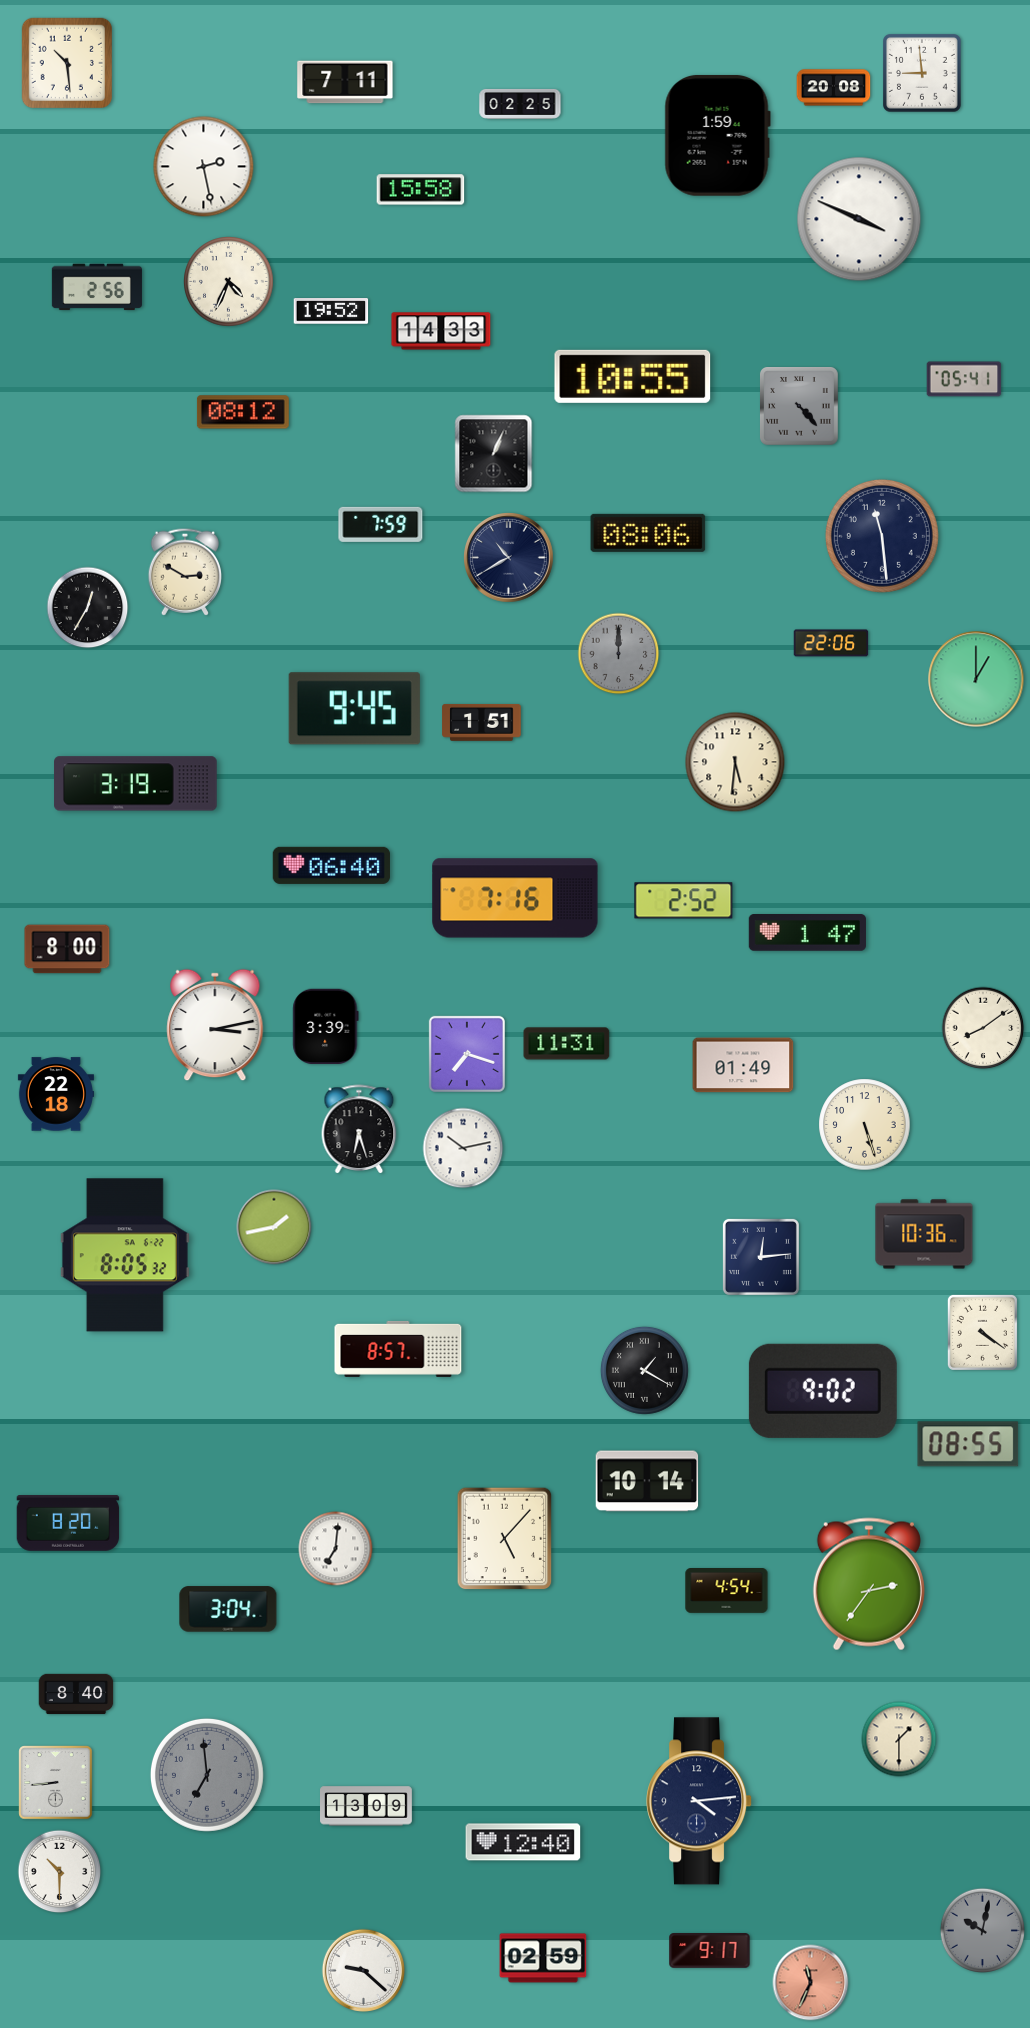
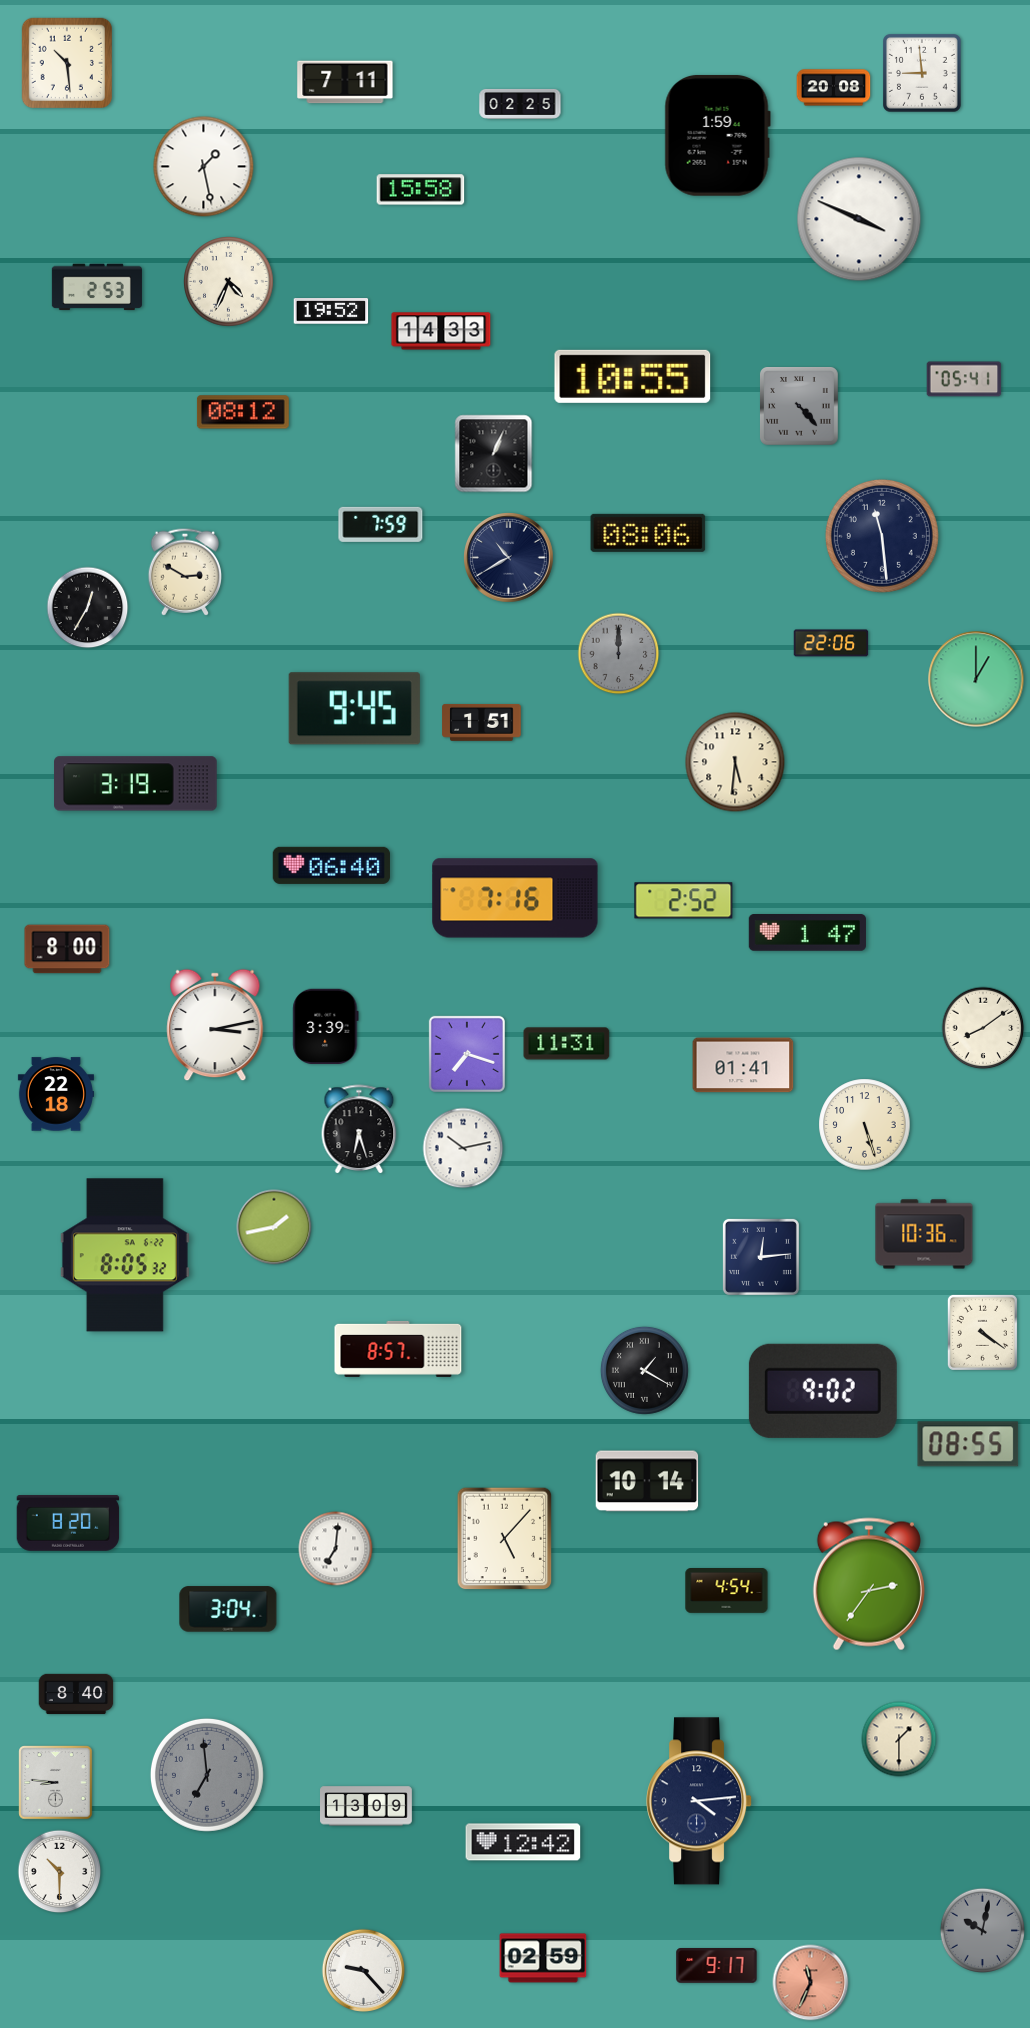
clock at (204, 167): 2:28 -> 1:28
clock at (97, 287): 2:56 -> 2:53
clock at (743, 1065): 01:49 -> 01:41
clock at (56, 1783): 8:44 -> 8:46
clock at (523, 1842): 12:40 -> 12:42
clock at (710, 1951) position: (710, 1951) -> (717, 1966)
clock at (363, 1970): 9:22 -> 9:23
